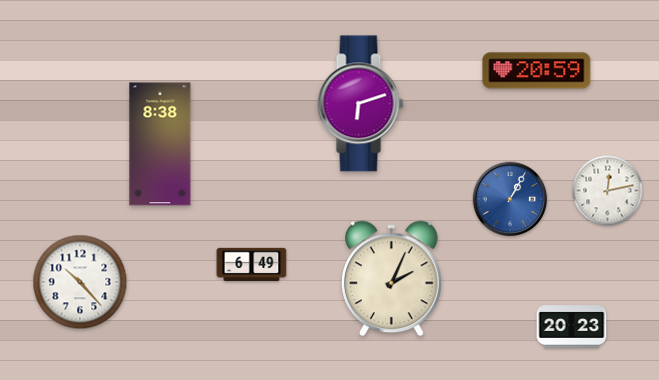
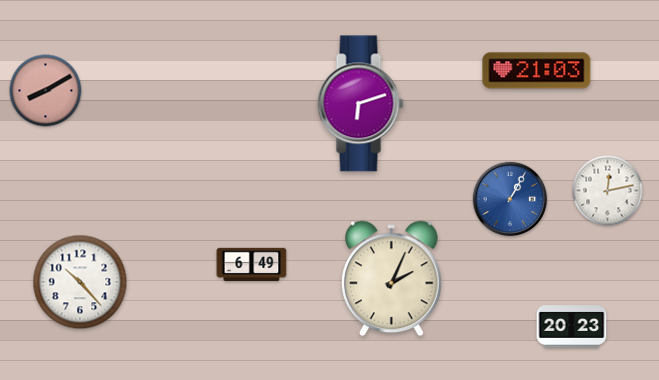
clock at (537, 71): 20:59 -> 21:03
clock at (46, 91): none -> 8:10
clock at (160, 144): 8:38 -> none
